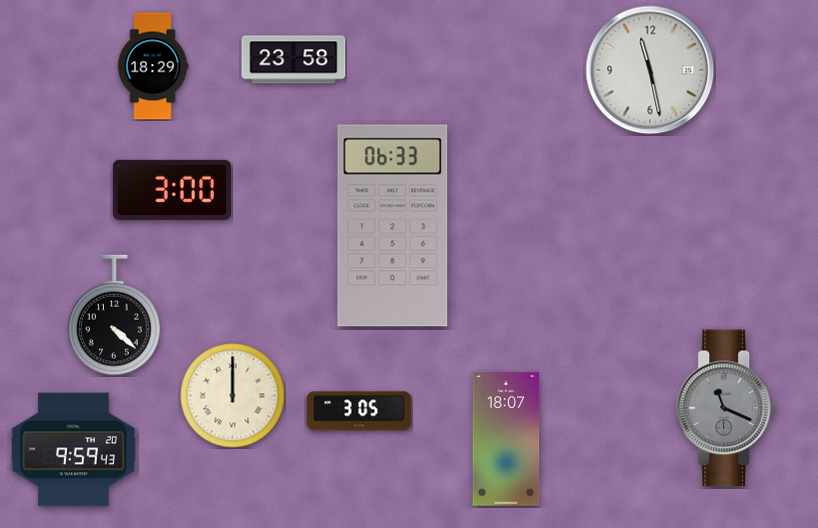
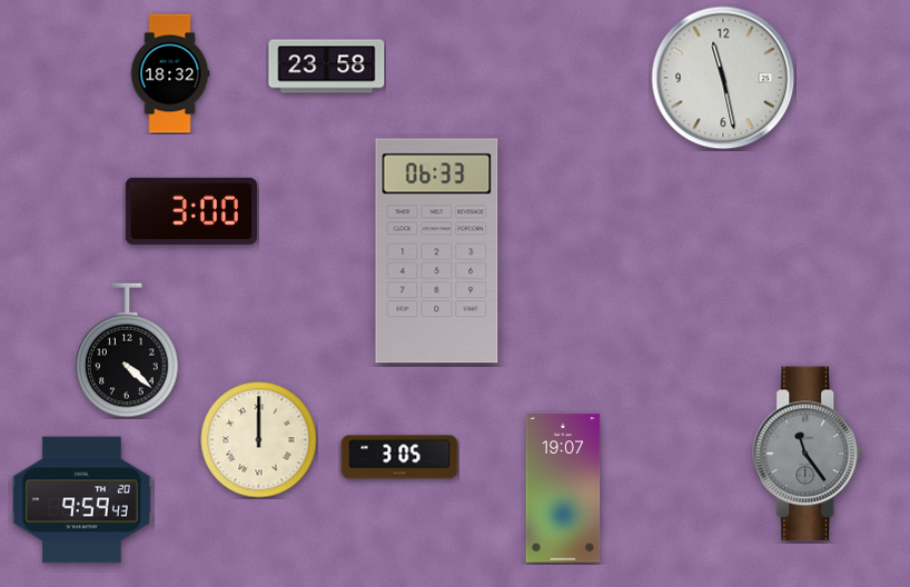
clock at (153, 66): 18:29 -> 18:32
clock at (727, 408): 11:19 -> 11:24
clock at (506, 439): 18:07 -> 19:07
